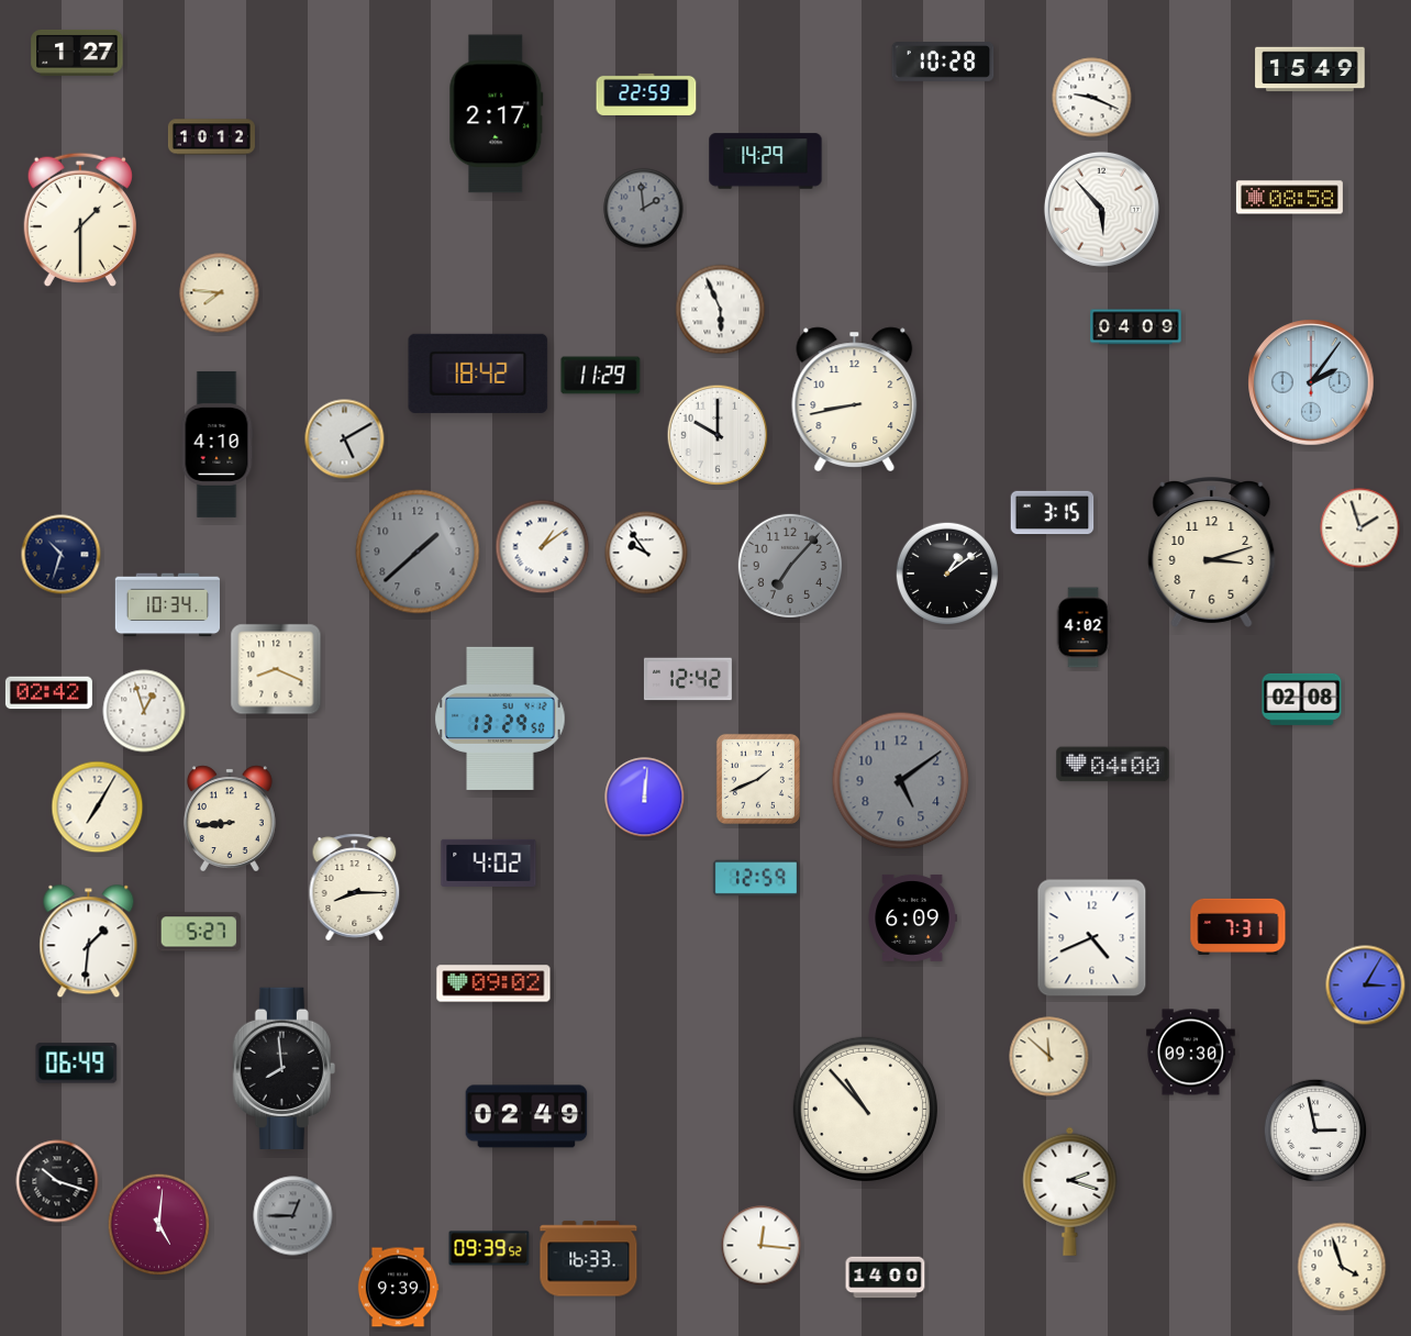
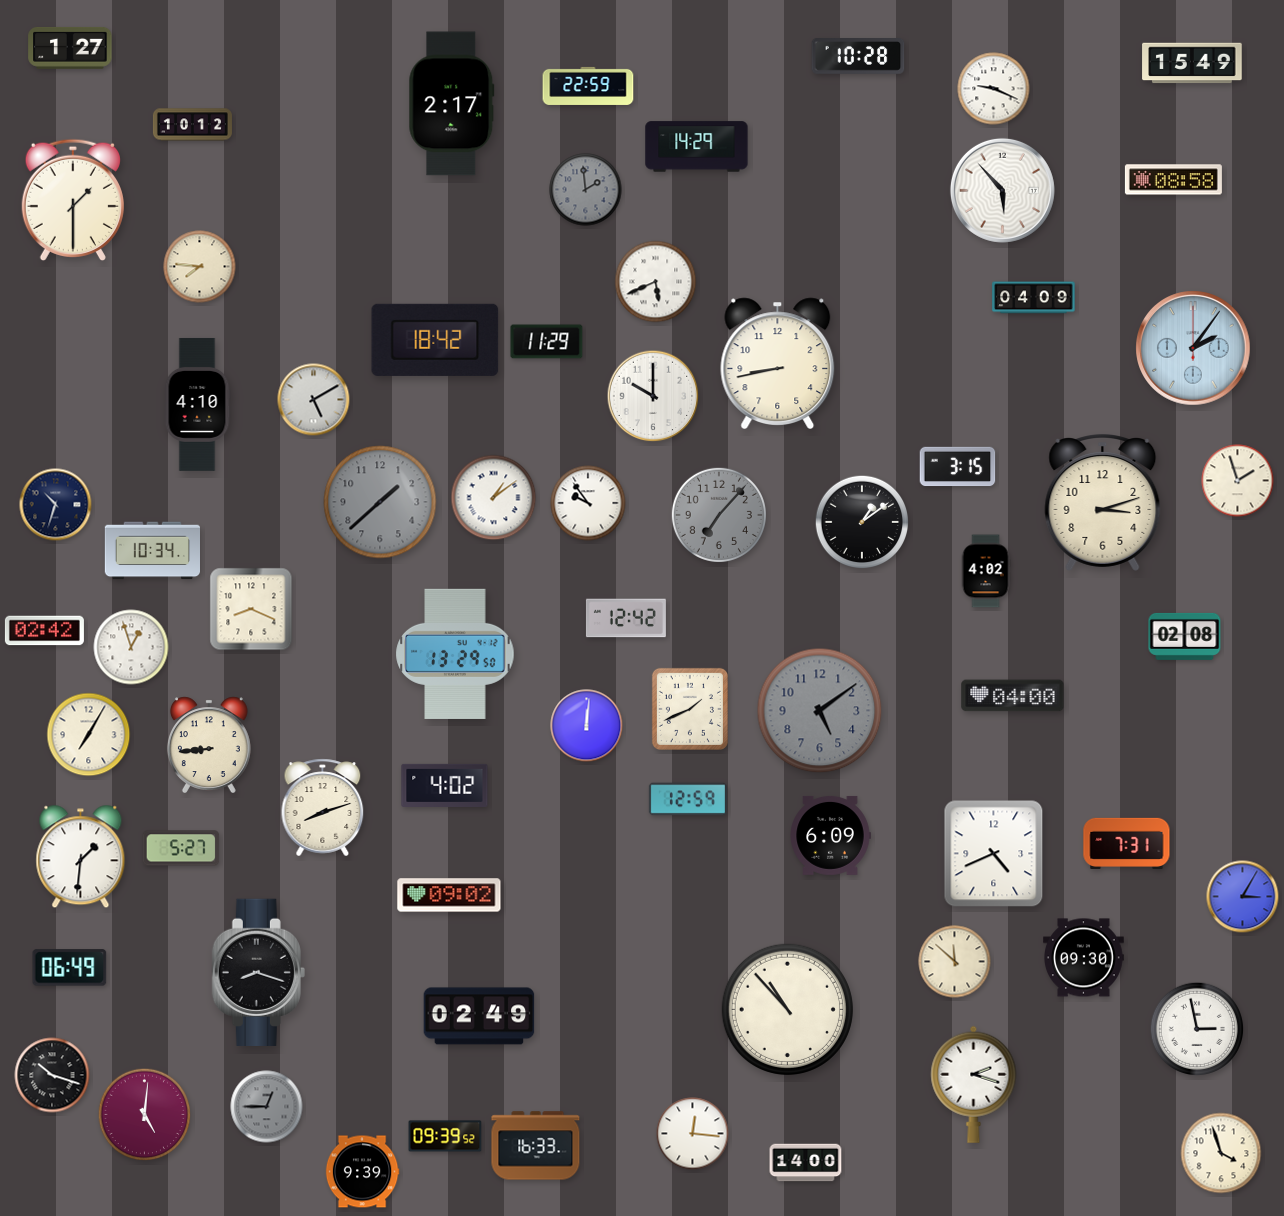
clock at (721, 310): 5:56 -> 5:41
clock at (355, 888): 8:15 -> 8:12
clock at (284, 1068): 7:59 -> 8:18
